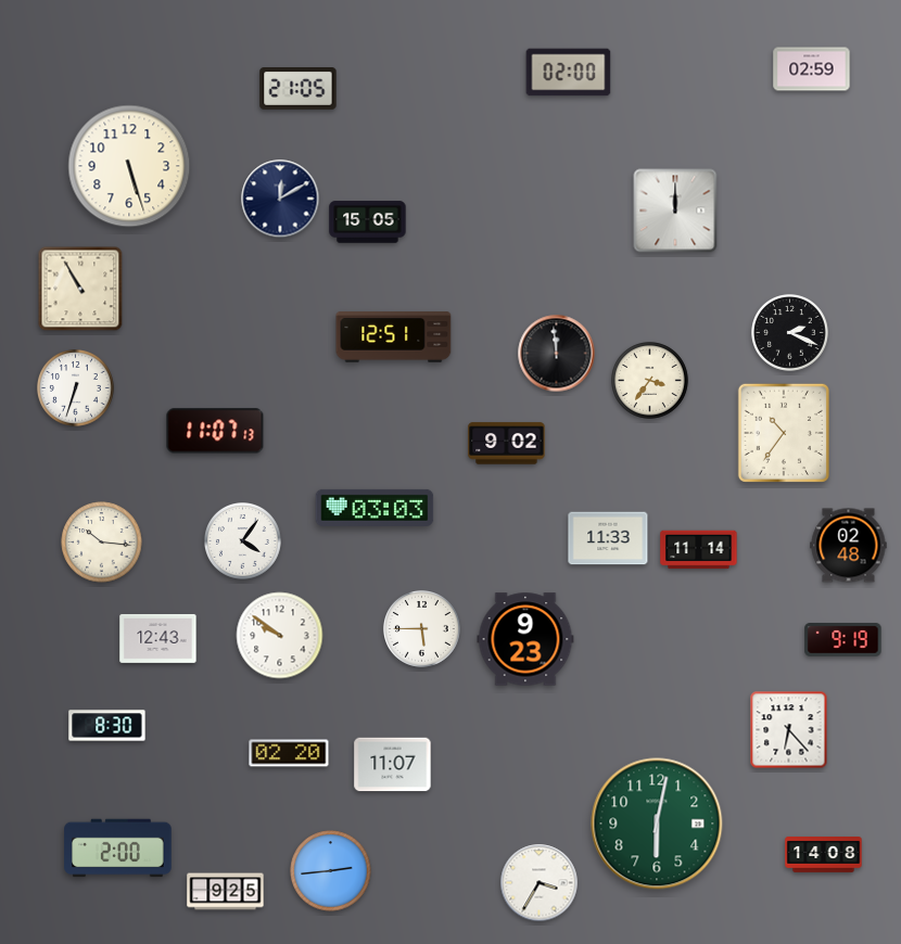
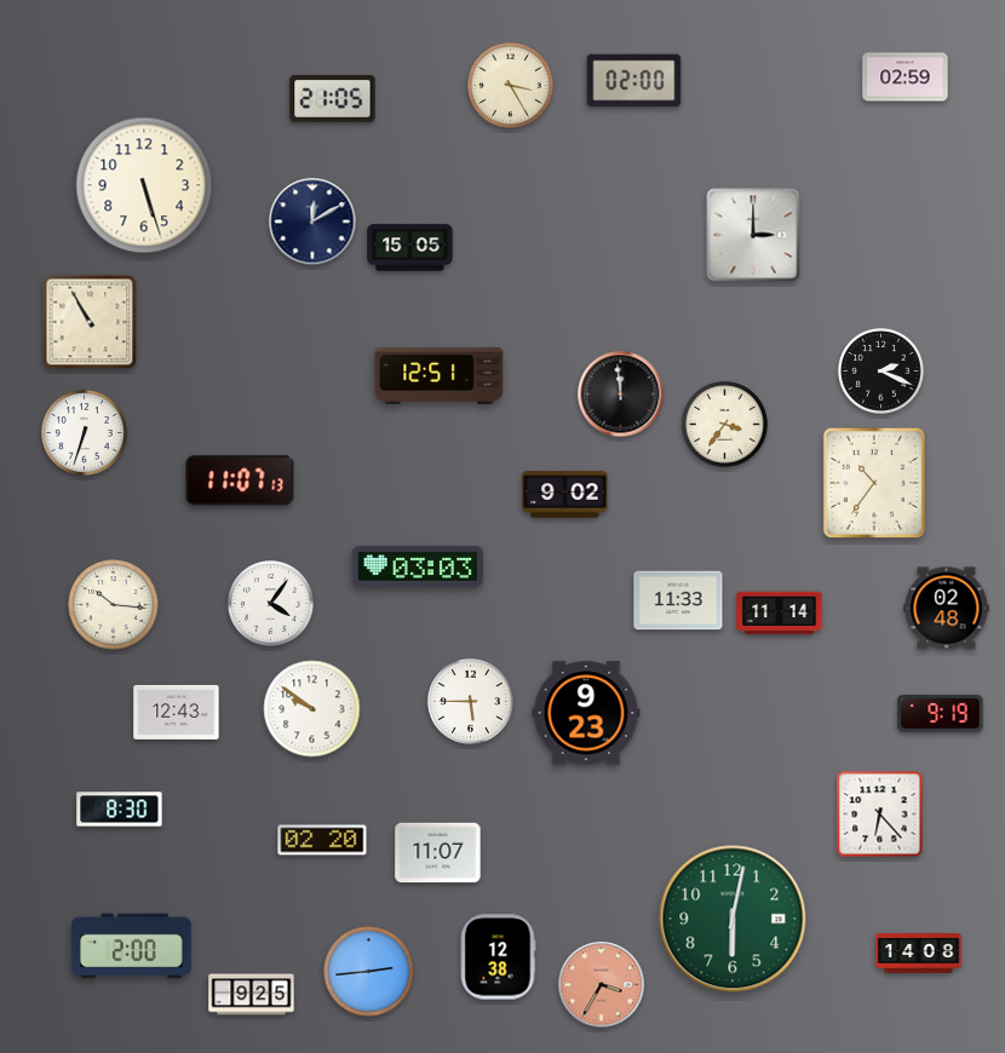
clock at (511, 86): none -> 3:25
clock at (675, 211): 12:00 -> 3:00
clock at (498, 957): none -> 12:38
clock at (540, 883) dial: white -> salmon
